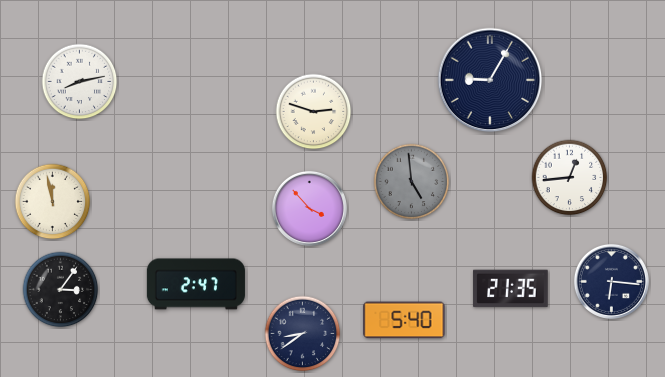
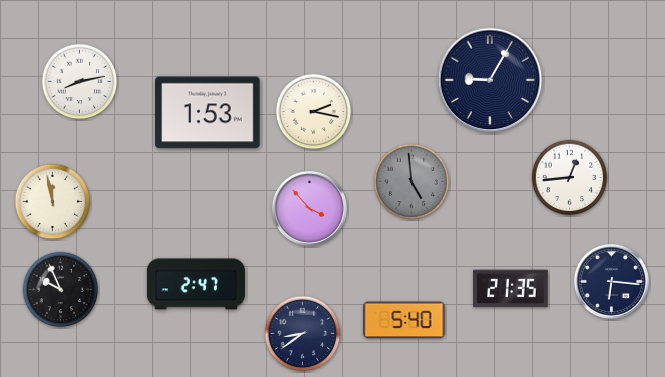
clock at (314, 112): 2:48 -> 2:17
clock at (208, 113): none -> 1:53
clock at (61, 290): 3:06 -> 9:56
